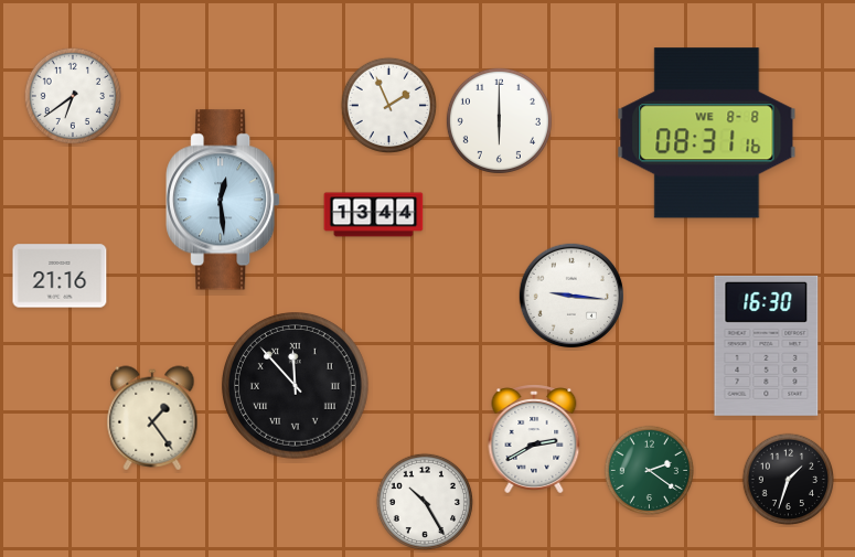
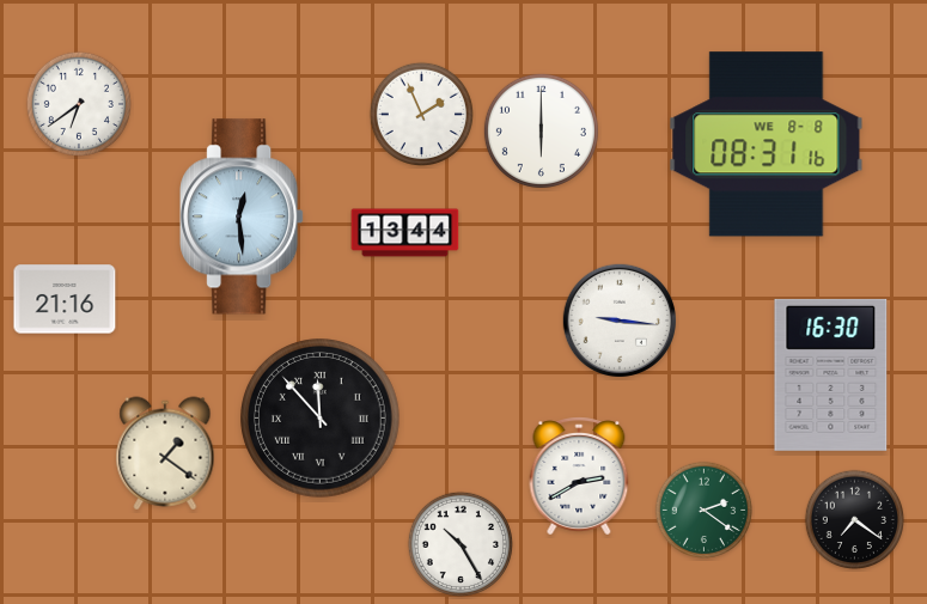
clock at (152, 418): 1:24 -> 1:21
clock at (788, 479): 1:33 -> 7:21
